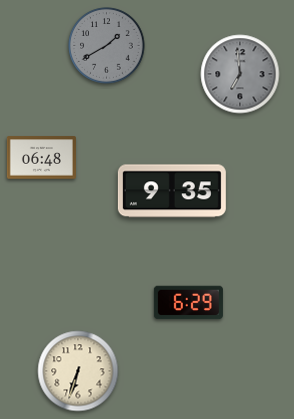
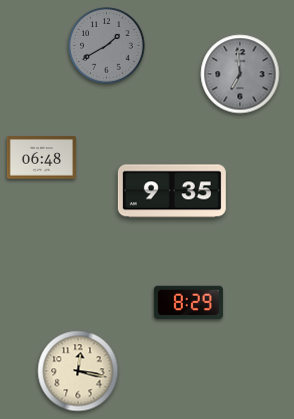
clock at (188, 303): 6:29 -> 8:29
clock at (78, 371): 6:33 -> 12:17
